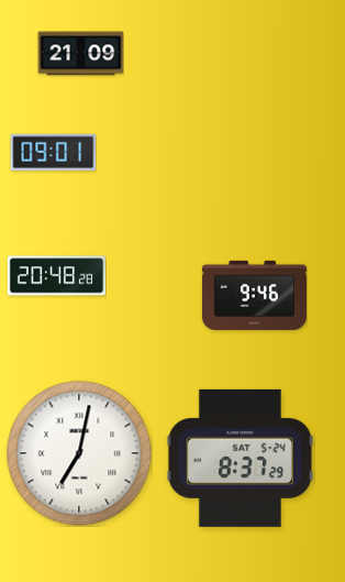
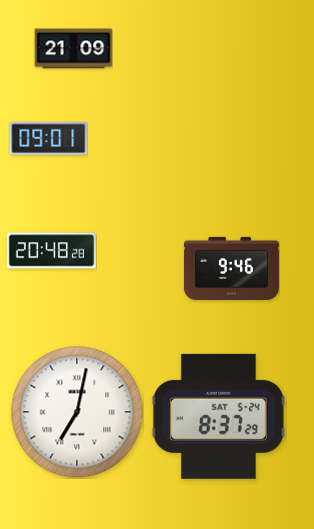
clock at (79, 453) position: (79, 453) -> (77, 412)
